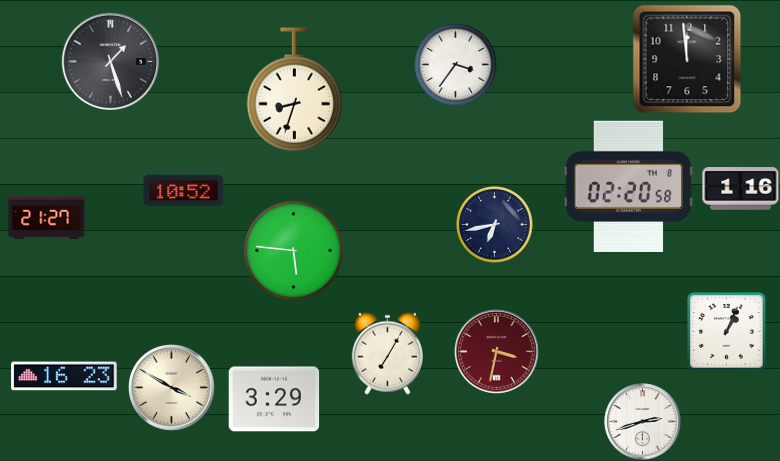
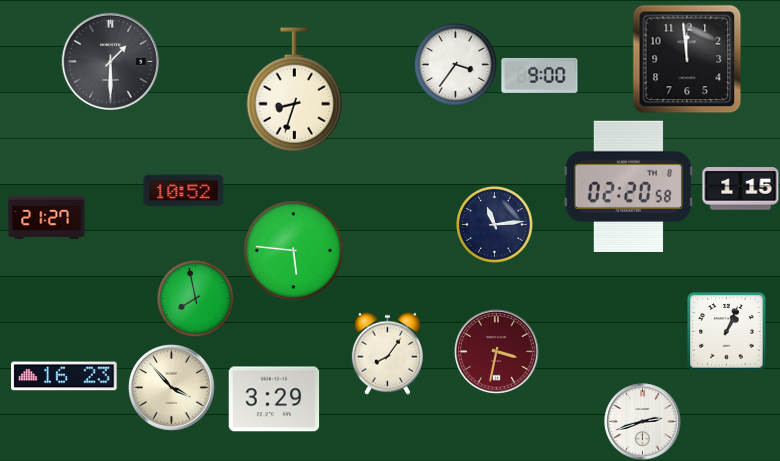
clock at (110, 61): 1:27 -> 1:30
clock at (540, 75): none -> 9:00
clock at (741, 189): 1:16 -> 1:15
clock at (495, 225): 6:43 -> 11:14
clock at (196, 299): none -> 7:58
clock at (387, 353): 7:05 -> 8:06
clock at (171, 387): 3:50 -> 3:53
